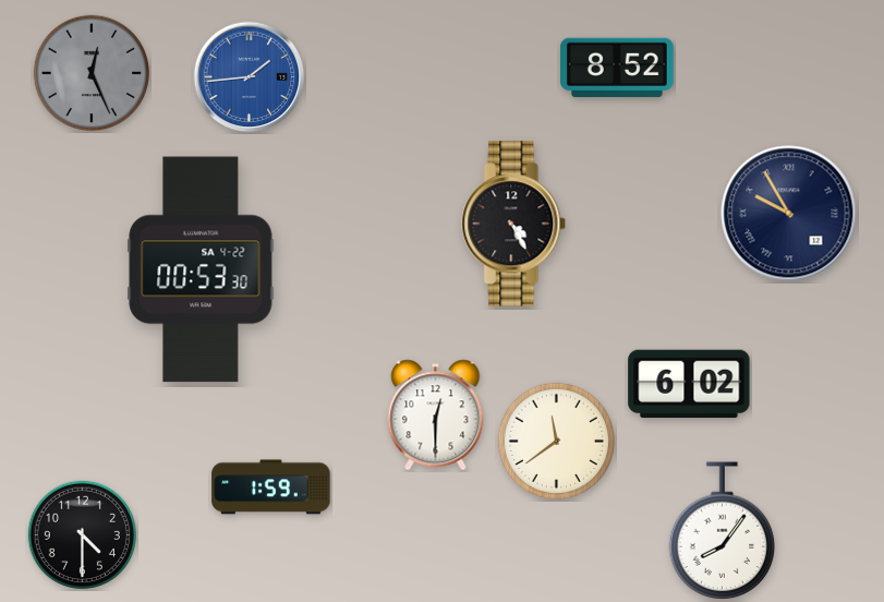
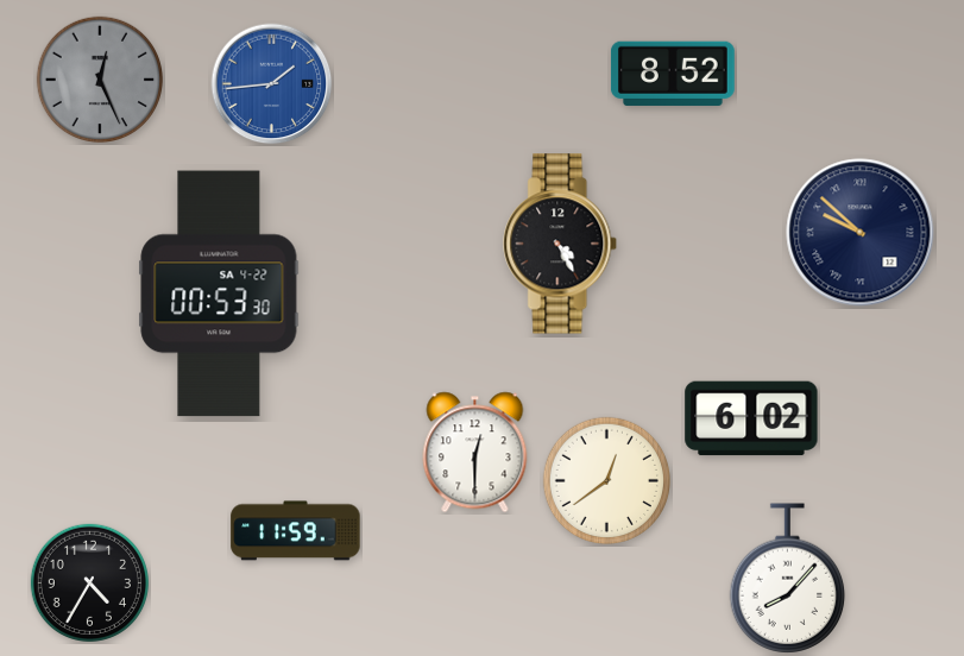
clock at (789, 214): 9:55 -> 9:52
clock at (556, 441): 11:39 -> 12:39
clock at (271, 487): 1:59 -> 11:59
clock at (723, 530): 8:06 -> 8:07
clock at (82, 534): 4:30 -> 4:35
